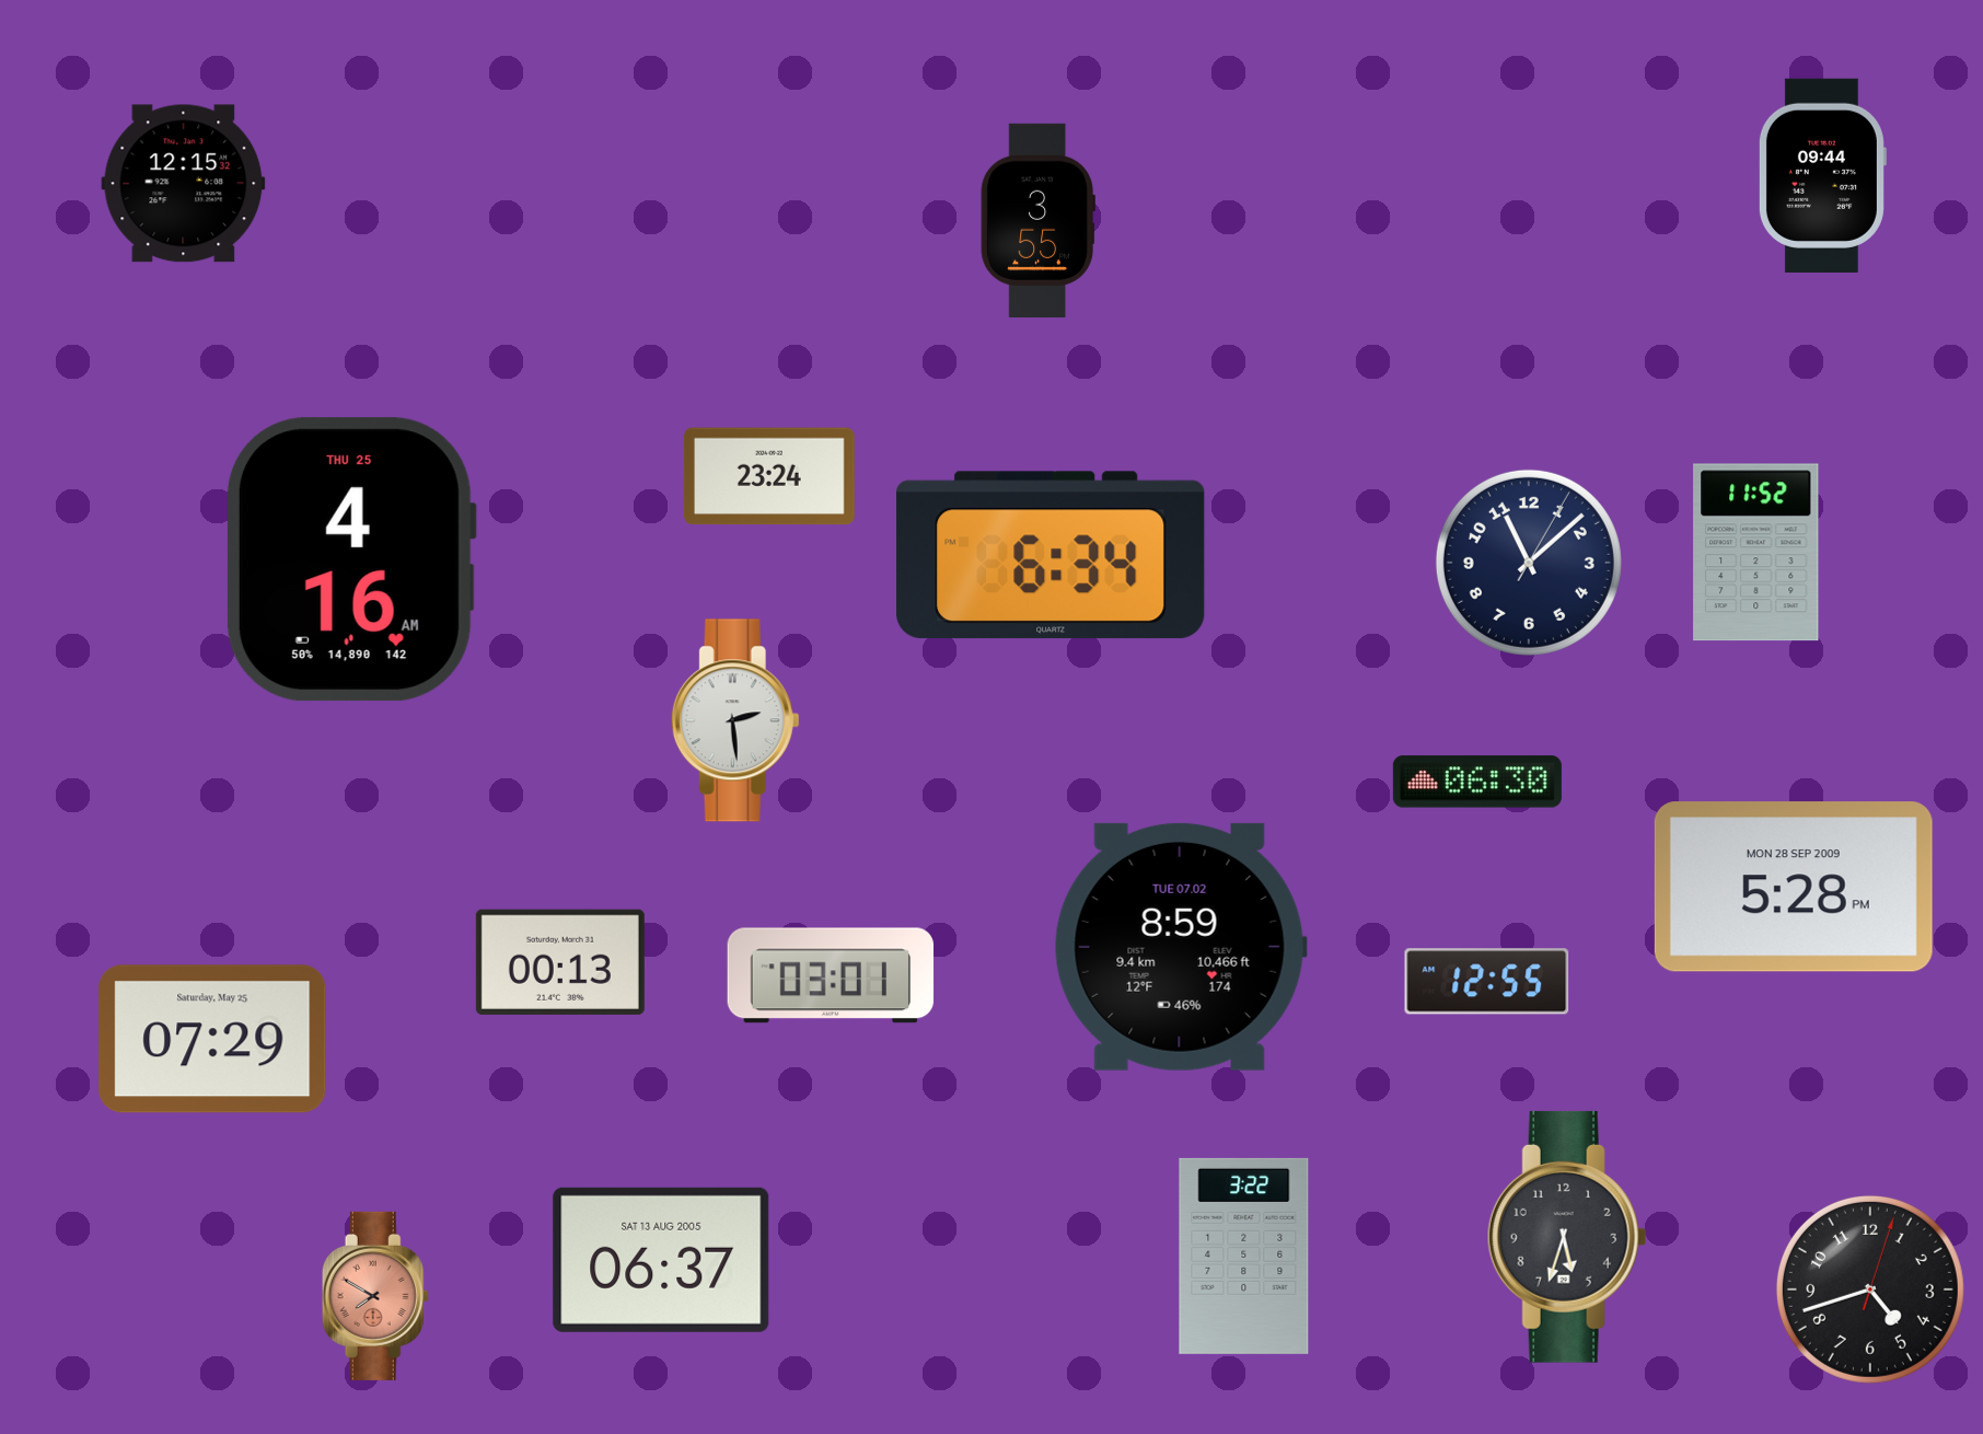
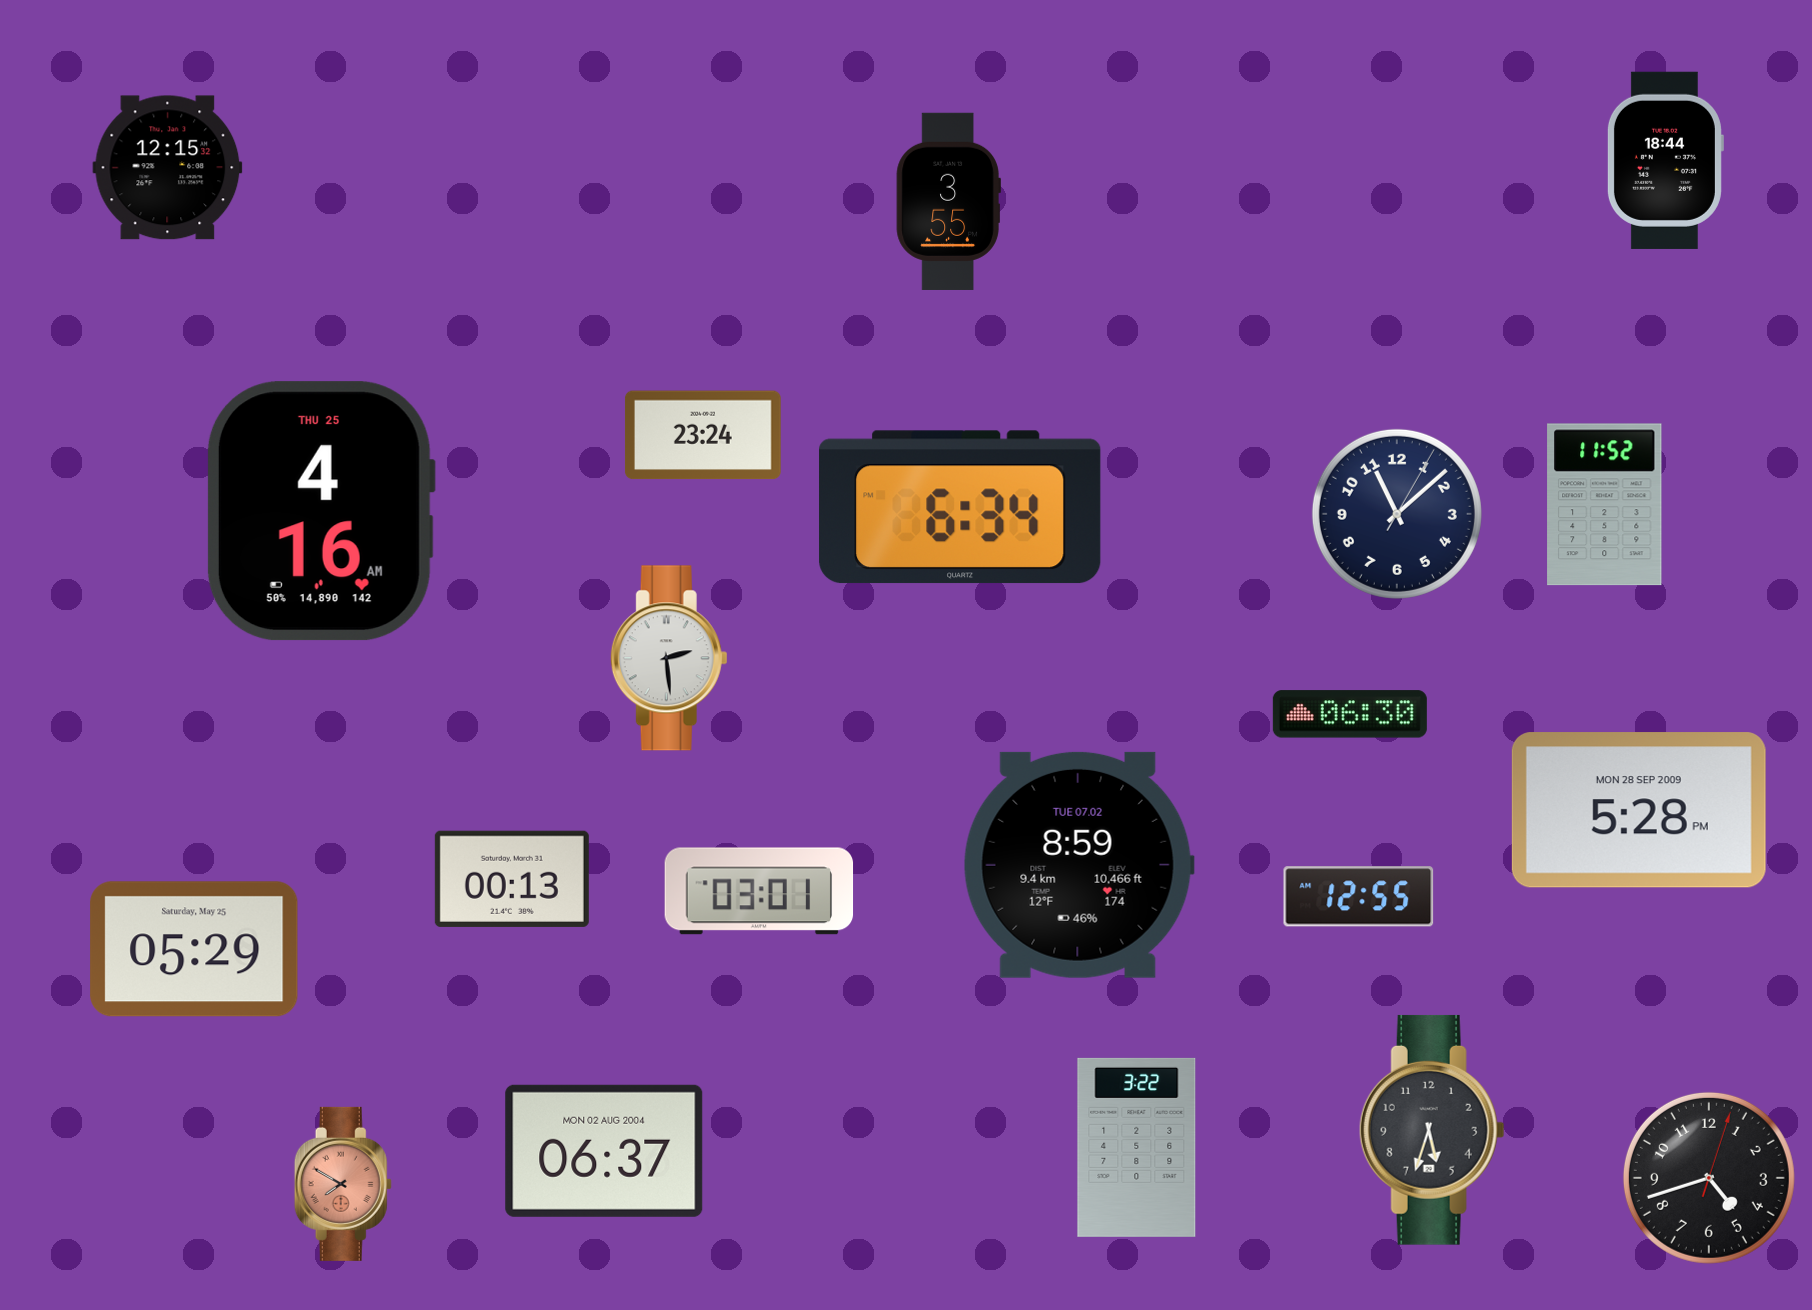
clock at (1822, 175): 09:44 -> 18:44
clock at (735, 720) position: (735, 720) -> (669, 658)
clock at (212, 1039): 07:29 -> 05:29
clock at (661, 1260) date: SAT 13 AUG 2005 -> MON 02 AUG 2004
